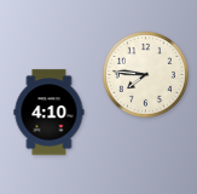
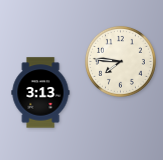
clock at (50, 113): 4:10 -> 3:13
